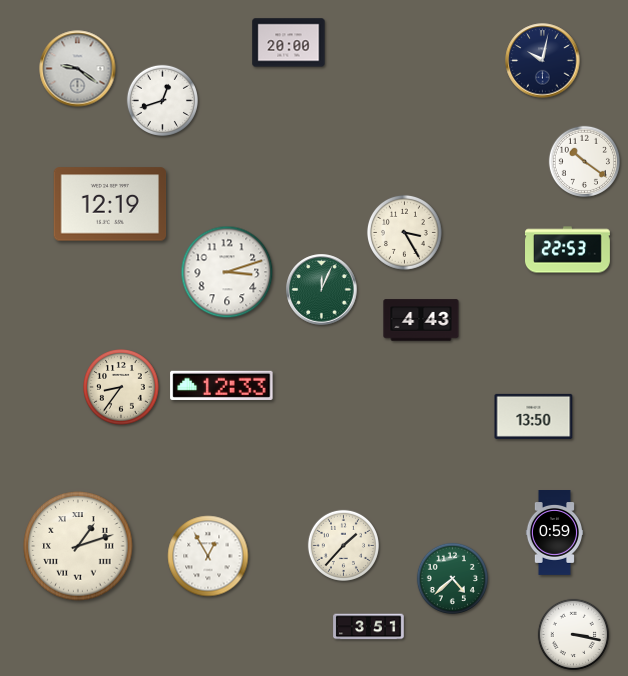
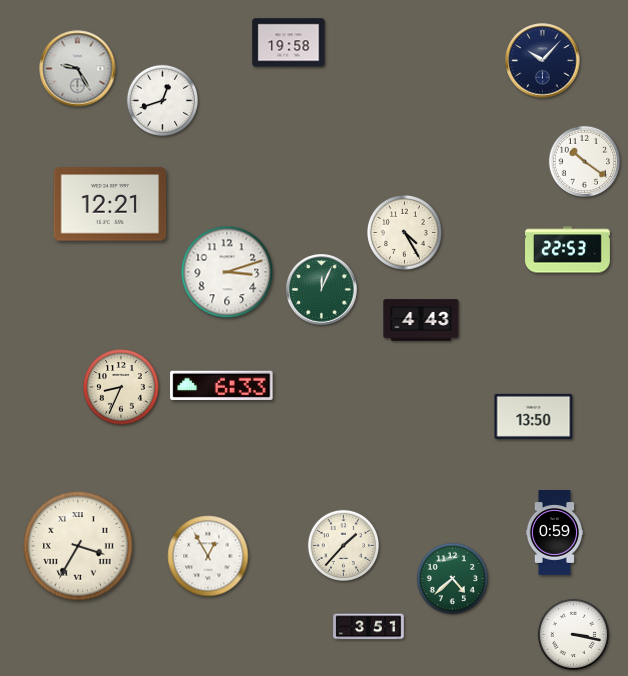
clock at (289, 43): 20:00 -> 19:58
clock at (543, 61): 10:02 -> 10:07
clock at (78, 69): 9:21 -> 9:25
clock at (110, 204): 12:19 -> 12:21
clock at (404, 232): 3:25 -> 4:25
clock at (222, 385): 12:33 -> 6:33
clock at (122, 388): 8:36 -> 8:34
clock at (78, 546): 1:12 -> 3:35
